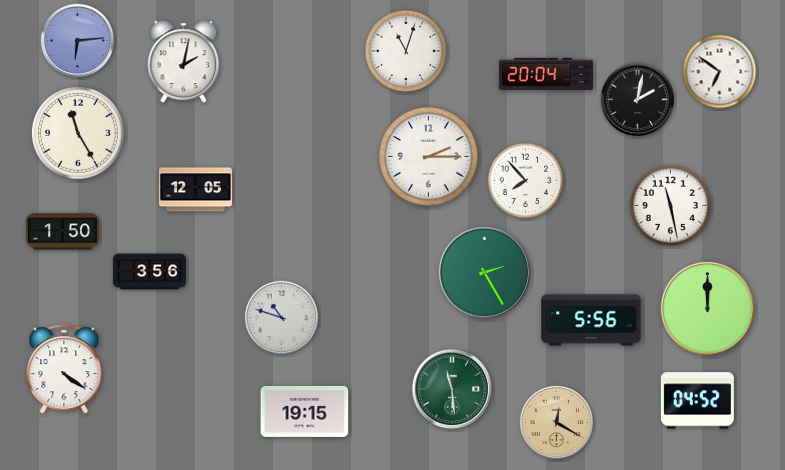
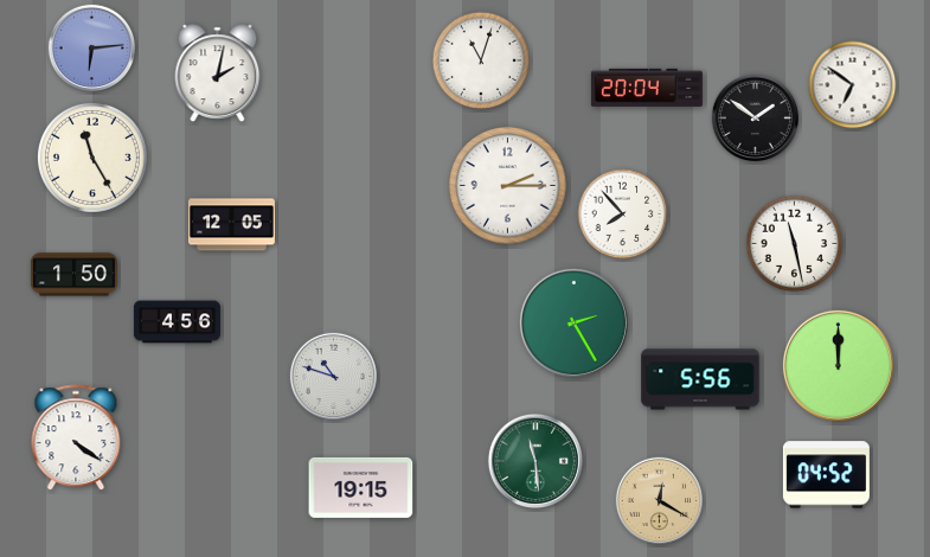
clock at (637, 99): 2:02 -> 1:51
clock at (149, 272): 3:56 -> 4:56
